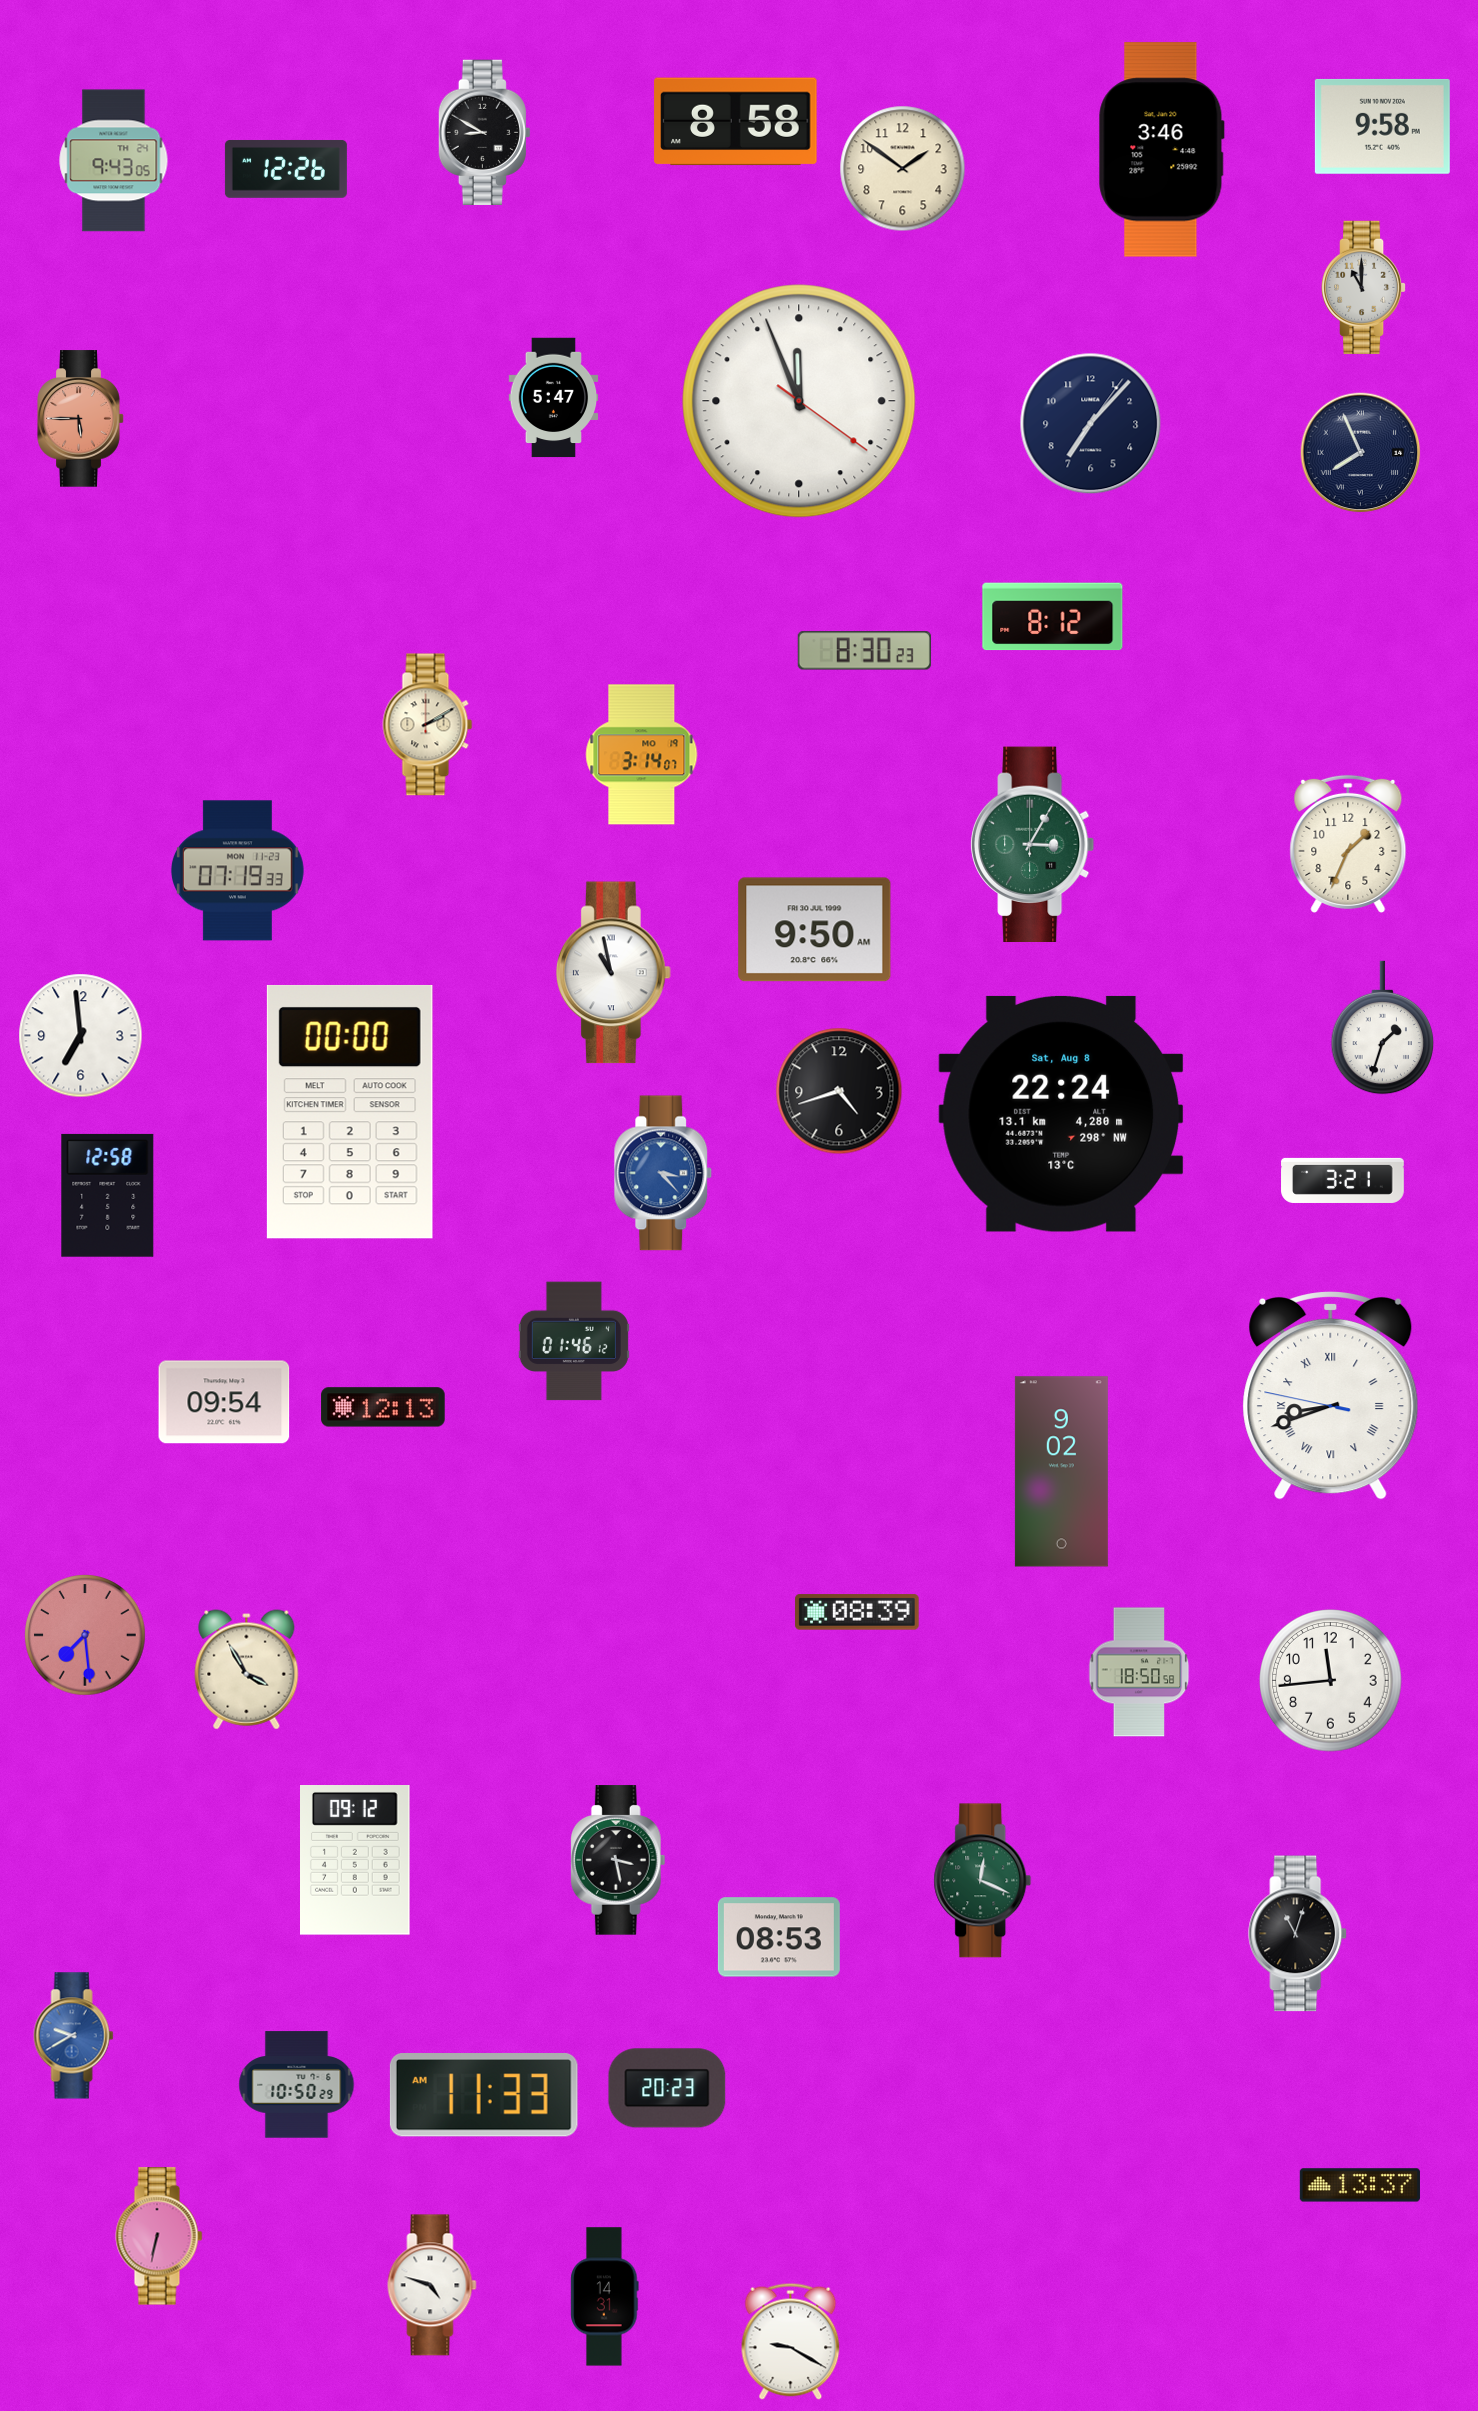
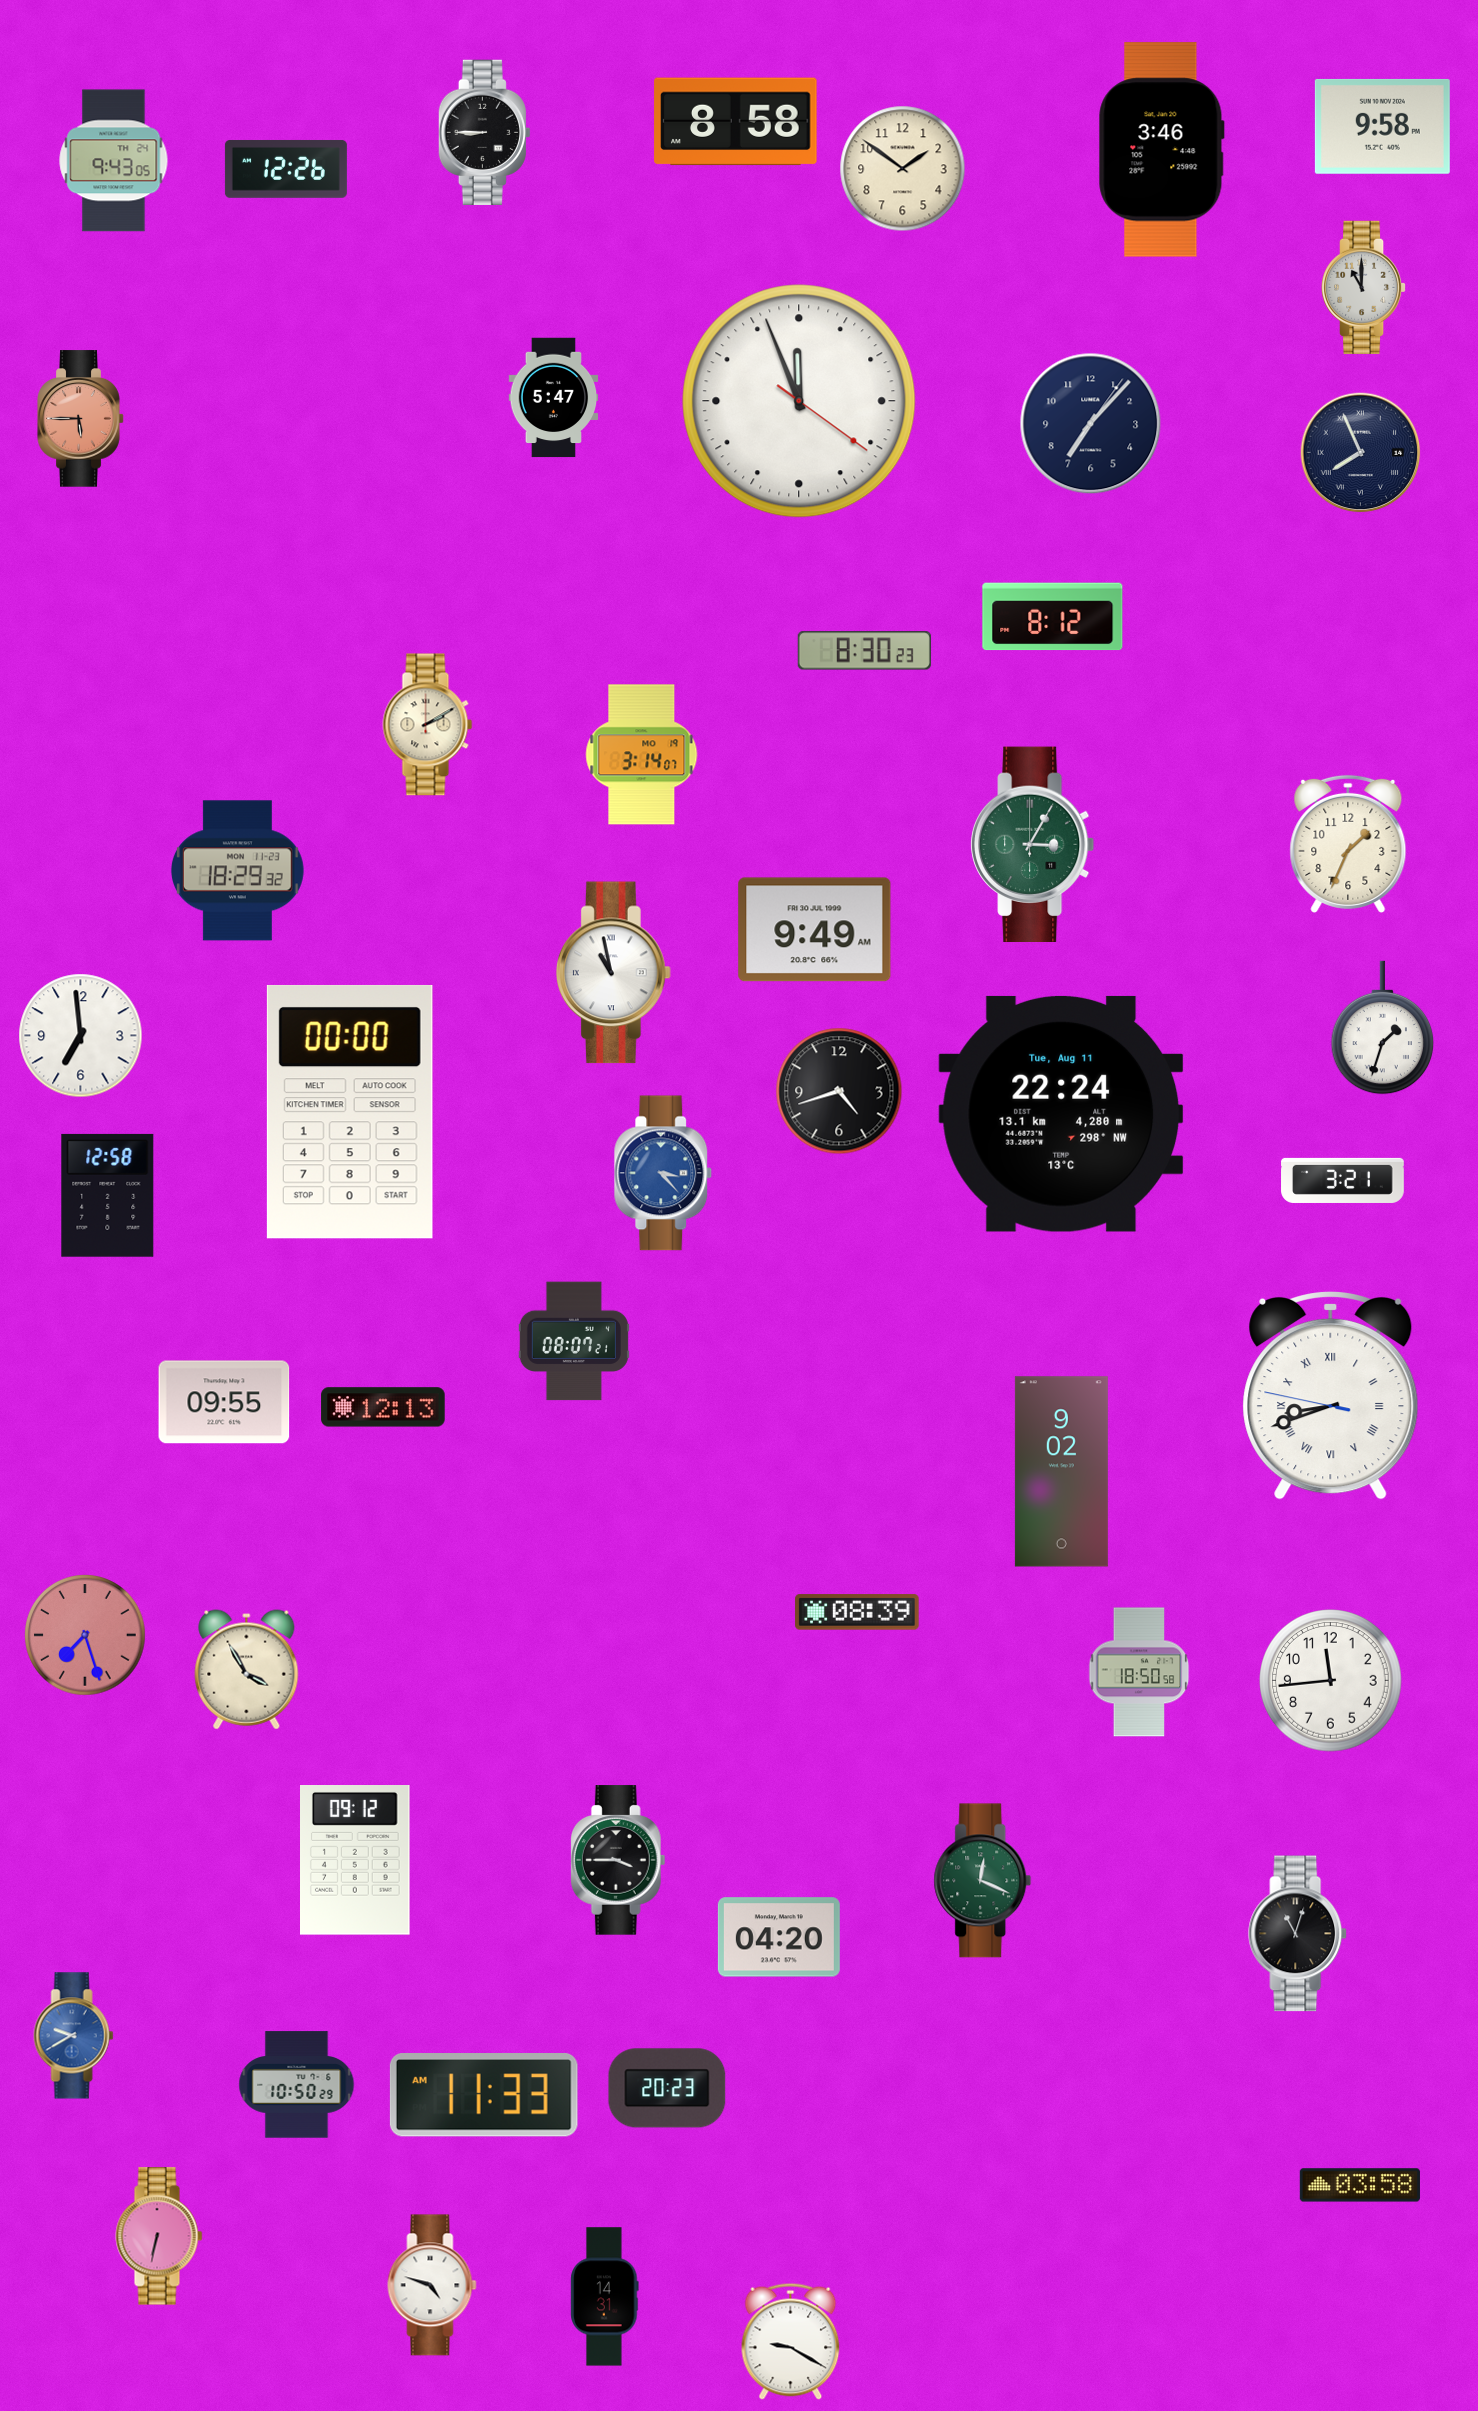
clock at (484, 132): 8:50 -> 8:45
clock at (237, 871): 07:19 -> 18:29
clock at (815, 930): 9:50 -> 9:49
clock at (1061, 1114) date: Sat, Aug 8 -> Tue, Aug 11
clock at (574, 1341): 01:46 -> 08:07
clock at (224, 1402): 09:54 -> 09:55
clock at (85, 1635): 7:29 -> 7:27
clock at (618, 1860): 3:28 -> 3:45
clock at (779, 1937): 08:53 -> 04:20
clock at (1360, 2185): 13:37 -> 03:58
